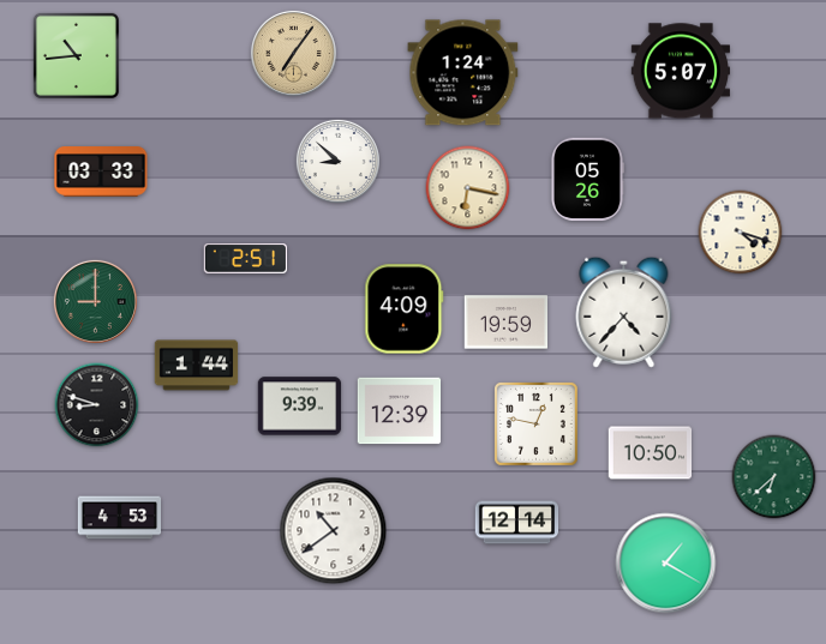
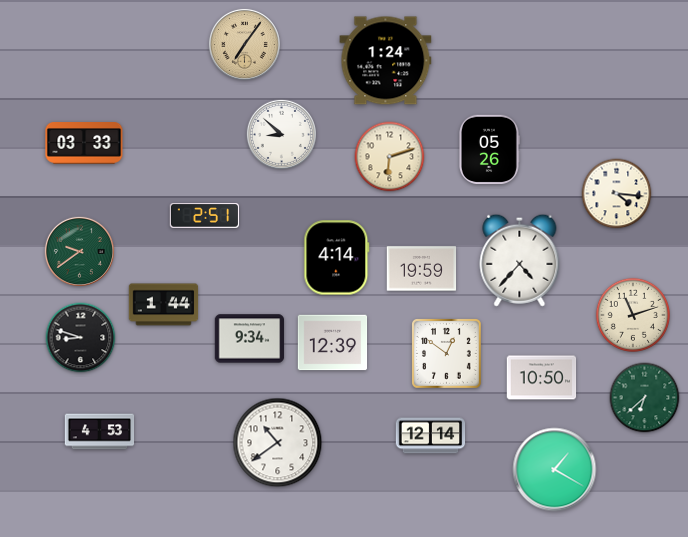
clock at (76, 55): 10:44 -> none
clock at (680, 71): 5:07 -> none
clock at (468, 188): 6:17 -> 6:12
clock at (741, 233): 4:18 -> 4:16
clock at (95, 301): 9:00 -> 9:39
clock at (405, 309): 4:09 -> 4:14
clock at (632, 314): none -> 11:12
clock at (300, 407): 9:39 -> 9:34
clock at (537, 425): 12:47 -> 12:51
